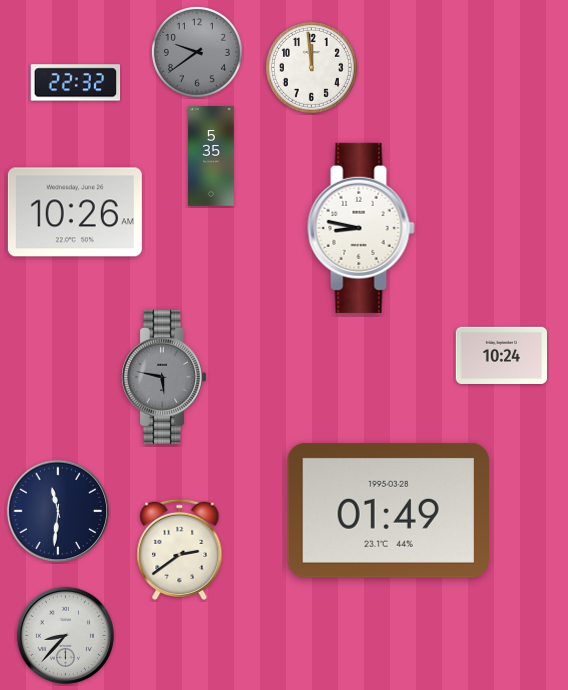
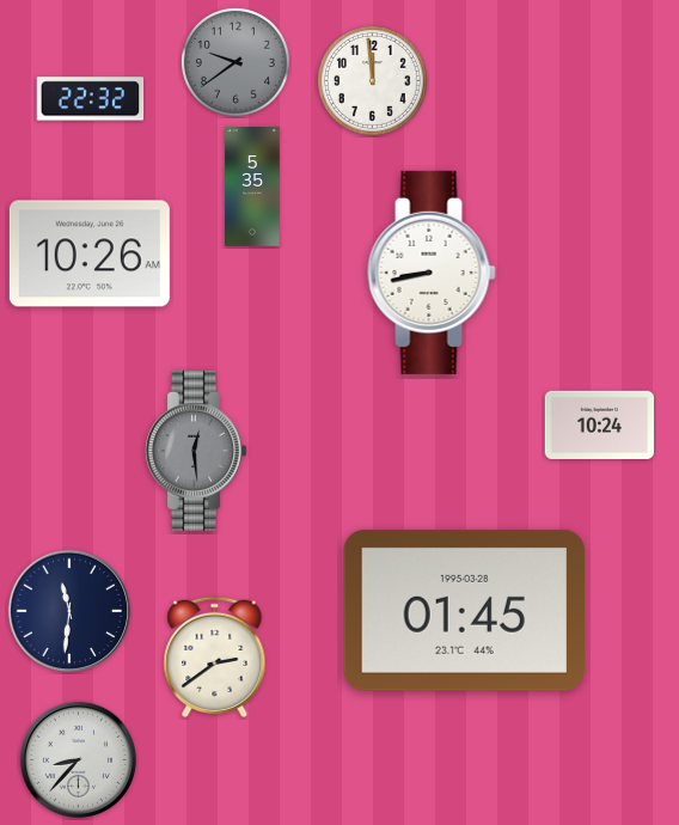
clock at (361, 228): 8:47 -> 8:43
clock at (164, 377): 5:47 -> 12:29
clock at (388, 510): 01:49 -> 01:45
